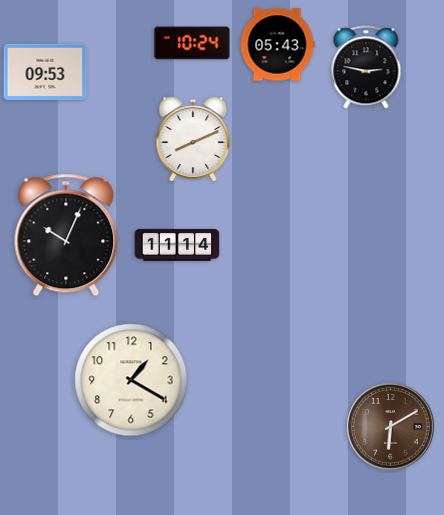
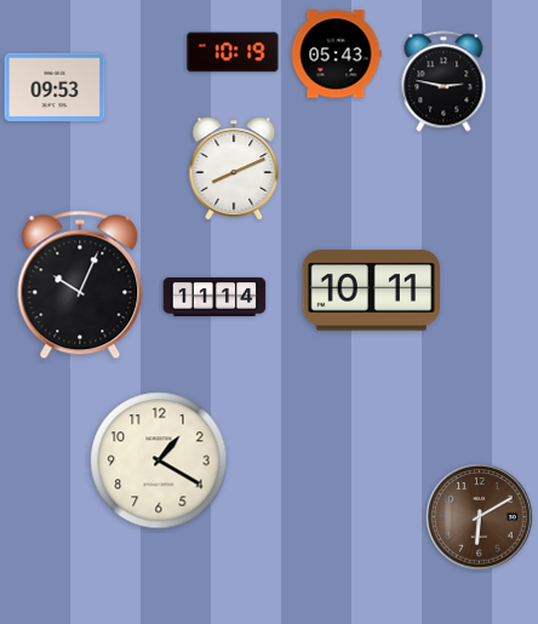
clock at (192, 43): 10:24 -> 10:19
clock at (372, 291): none -> 10:11
clock at (391, 427) position: (391, 427) -> (480, 517)
